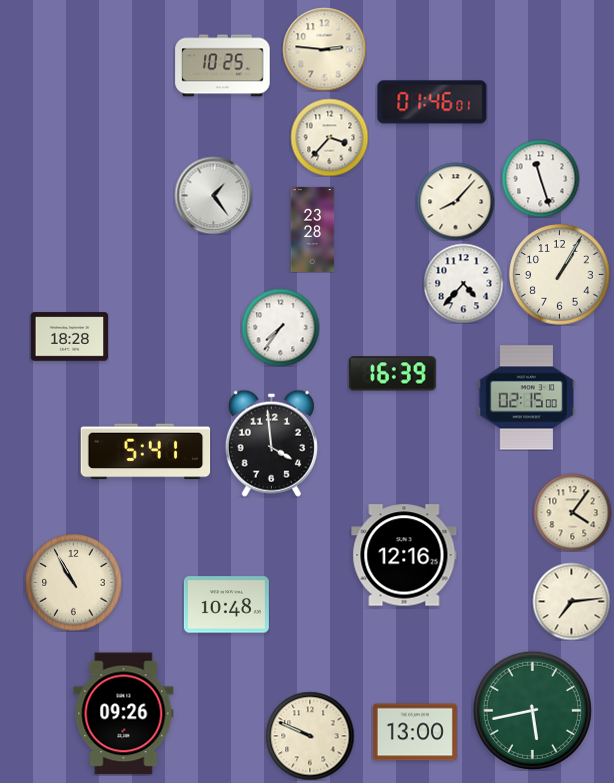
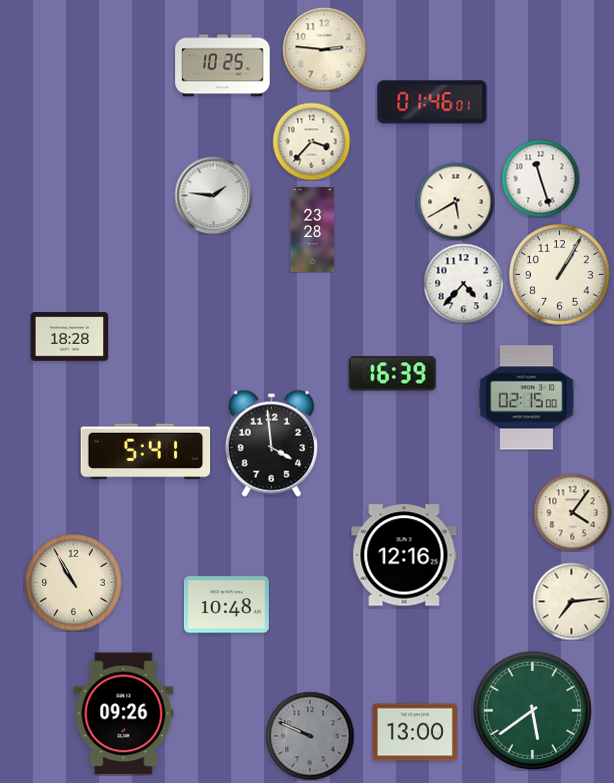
clock at (329, 137) position: (329, 137) -> (311, 141)
clock at (213, 195): 1:24 -> 1:46
clock at (455, 201): 8:07 -> 5:40
clock at (280, 327): 7:36 -> none
clock at (532, 710): 5:43 -> 5:39
clock at (310, 736) dial: cream -> grey
